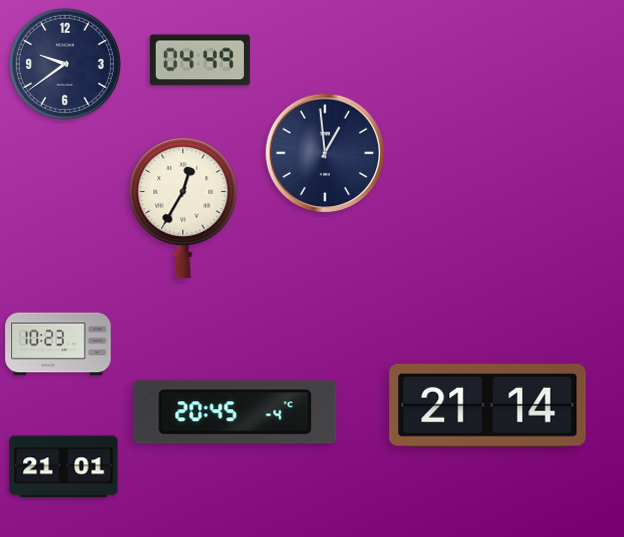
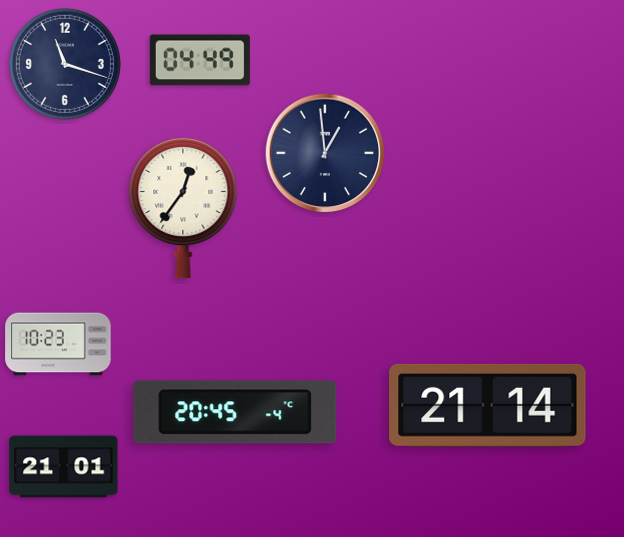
clock at (65, 64): 9:39 -> 11:18
clock at (183, 208): 12:35 -> 12:36
